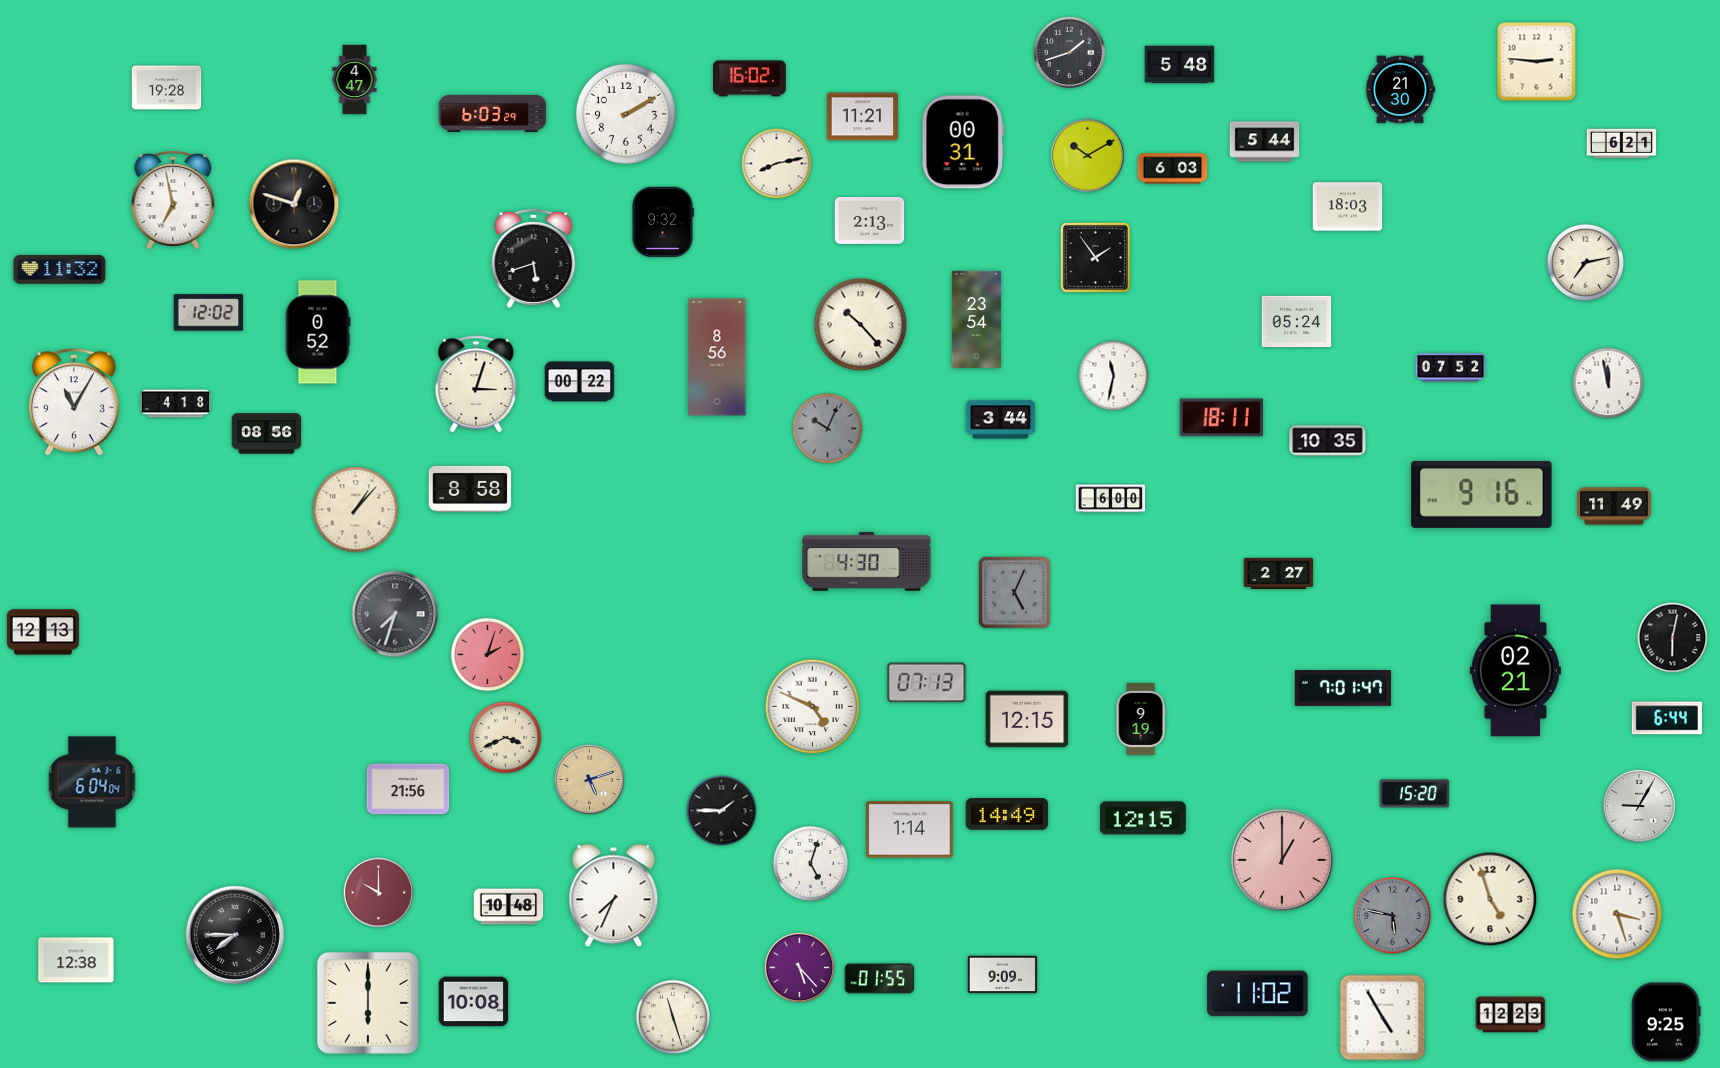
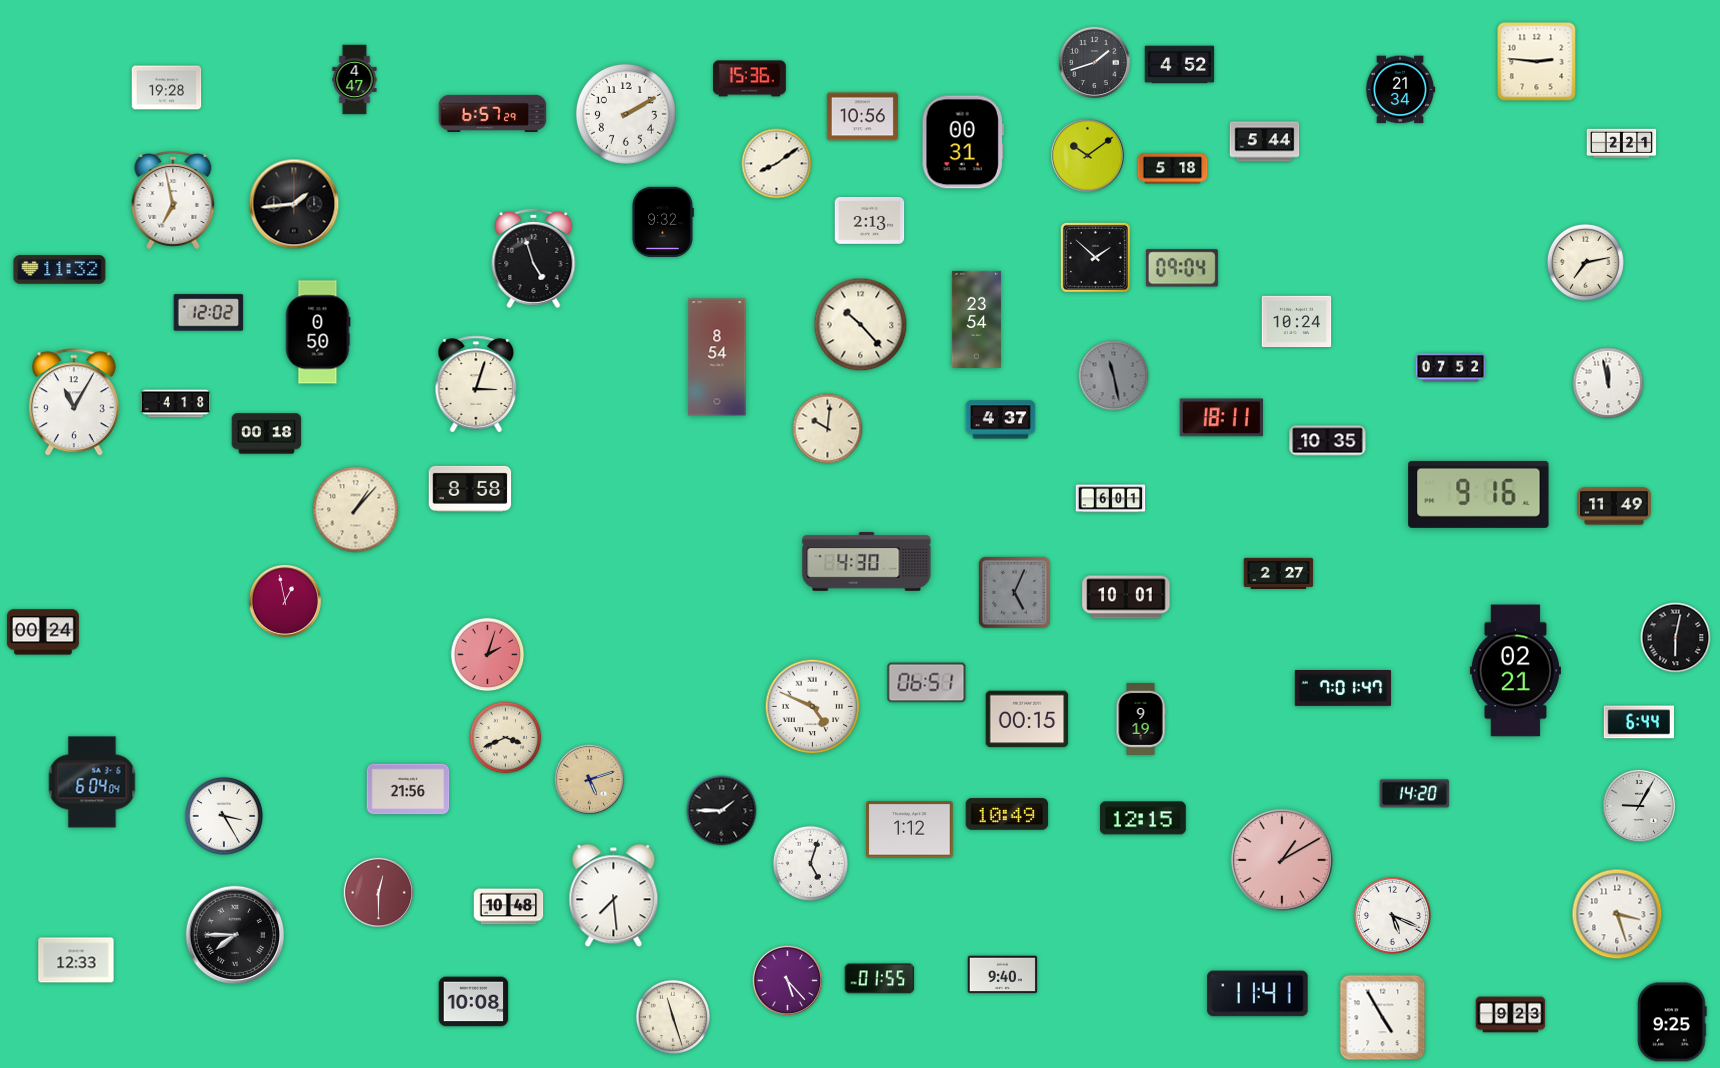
clock at (1069, 52) position: (1069, 52) -> (1094, 62)
clock at (1180, 65): 5:48 -> 4:52
clock at (750, 79): 16:02 -> 15:36
clock at (1400, 90): 21:30 -> 21:34
clock at (493, 113): 6:03 -> 6:57
clock at (862, 117): 11:21 -> 10:56
clock at (1622, 144): 6:21 -> 2:21
clock at (1087, 155): 10:10 -> 10:09
clock at (777, 164): 8:13 -> 8:09
clock at (1173, 169): 6:03 -> 5:18
clock at (294, 204): 12:48 -> 1:44
clock at (1348, 207): 18:03 -> none
clock at (1095, 257): 1:54 -> 1:52
clock at (534, 258): 5:42 -> 4:57
clock at (1182, 268): none -> 09:04
clock at (1297, 322): 05:24 -> 10:24
clock at (318, 332): 0:52 -> 0:50
clock at (717, 357): 8:56 -> 8:54
clock at (1114, 376): 11:32 -> 11:28
clock at (1114, 376) dial: white -> grey
clock at (580, 382): 00:22 -> none
clock at (1001, 420): 3:44 -> 4:37
clock at (828, 429): 10:04 -> 10:01
clock at (828, 429) dial: grey -> cream
clock at (267, 434): 08:56 -> 00:18
clock at (1482, 494) position: (1482, 494) -> (1479, 494)
clock at (1111, 499): 6:00 -> 6:01
clock at (1126, 597): none -> 10:01
clock at (285, 601): none -> 12:58
clock at (395, 614): 7:33 -> none
clock at (43, 632): 12:13 -> 00:24
clock at (1673, 638) position: (1673, 638) -> (1676, 638)
clock at (927, 683): 07:13 -> 06:51
clock at (1666, 718) position: (1666, 718) -> (1638, 722)
clock at (1027, 719): 12:15 -> 00:15
clock at (1415, 794): 15:20 -> 14:20
clock at (1007, 814): 14:49 -> 10:49
clock at (224, 816): none -> 3:25
clock at (910, 830): 1:14 -> 1:12
clock at (1282, 860): 1:00 -> 1:10
clock at (379, 893): 10:00 -> 12:30
clock at (614, 896): 7:34 -> 7:29
clock at (1490, 899): 4:57 -> none
clock at (1392, 915): 5:47 -> 5:19
clock at (1392, 915) dial: grey -> white
clock at (76, 960): 12:38 -> 12:33
clock at (800, 968) position: (800, 968) -> (788, 981)
clock at (1003, 975): 9:09 -> 9:40
clock at (1258, 994): 11:02 -> 11:41
clock at (368, 1003): 6:00 -> none
clock at (1511, 1015): 12:23 -> 9:23
clock at (1666, 1022) position: (1666, 1022) -> (1672, 1022)
